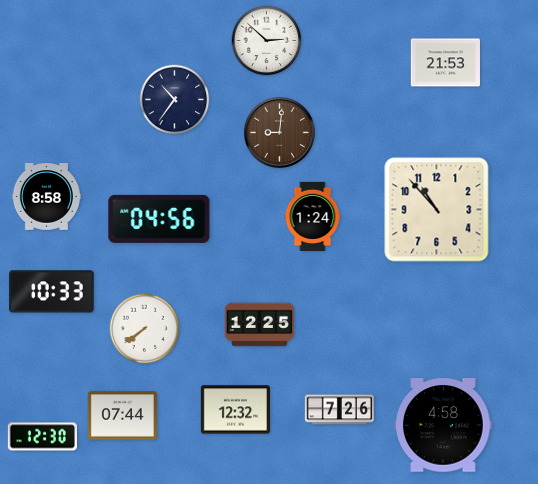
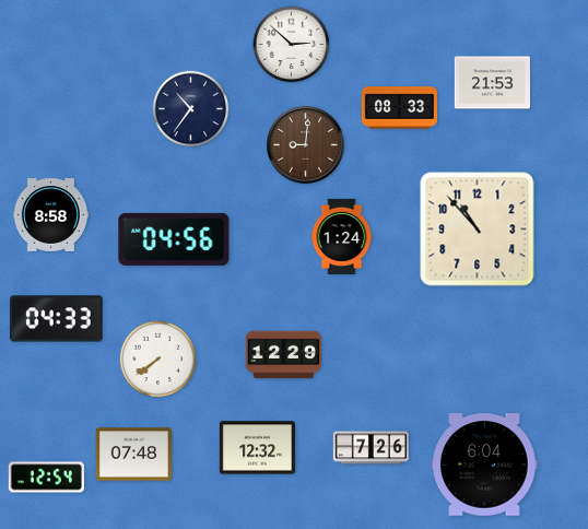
clock at (445, 63) position: (445, 63) -> (492, 83)
clock at (399, 108): none -> 08:33
clock at (52, 292): 10:33 -> 04:33
clock at (259, 325): 12:25 -> 12:29
clock at (122, 416): 07:44 -> 07:48
clock at (443, 425): 4:58 -> 6:04
clock at (42, 437): 12:30 -> 12:54
